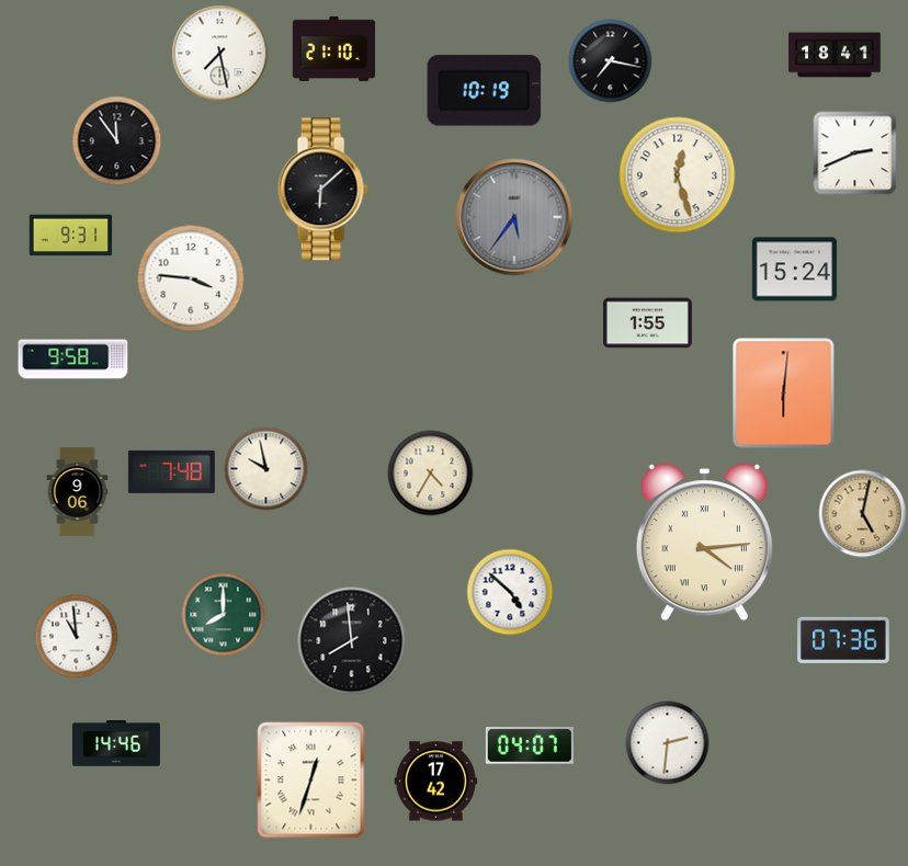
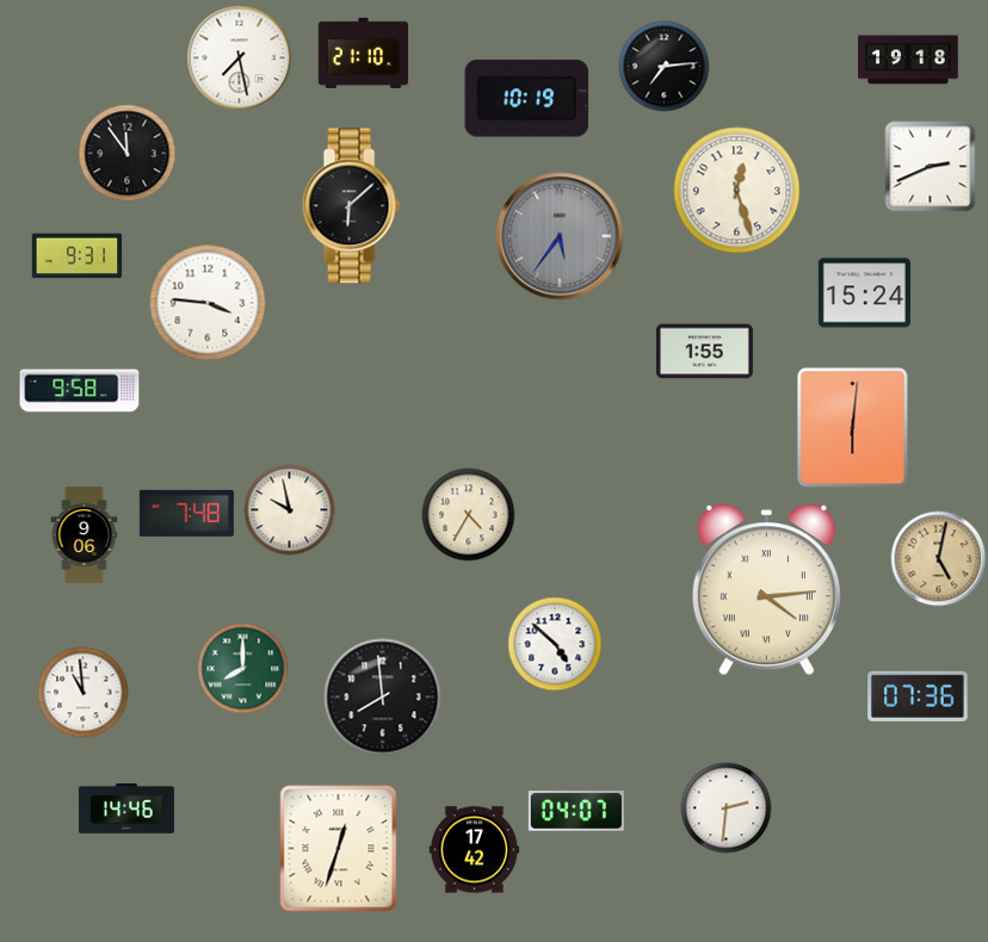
clock at (835, 55): 18:41 -> 19:18
clock at (611, 61): 7:17 -> 7:14
